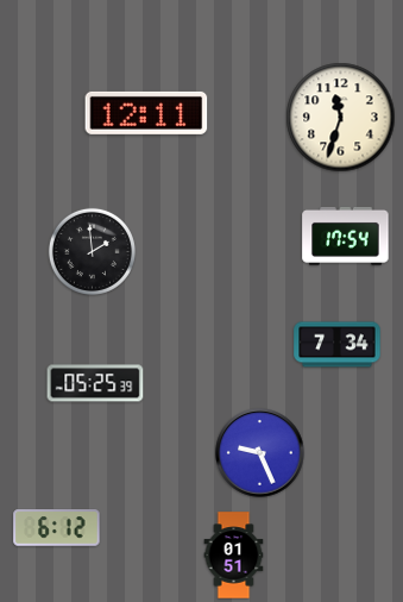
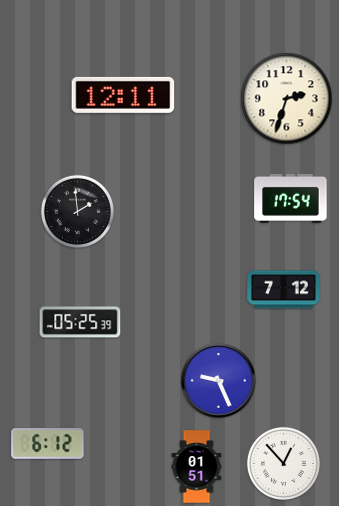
clock at (341, 118): 11:33 -> 2:33
clock at (338, 345): 7:34 -> 7:12
clock at (283, 463): none -> 12:53
